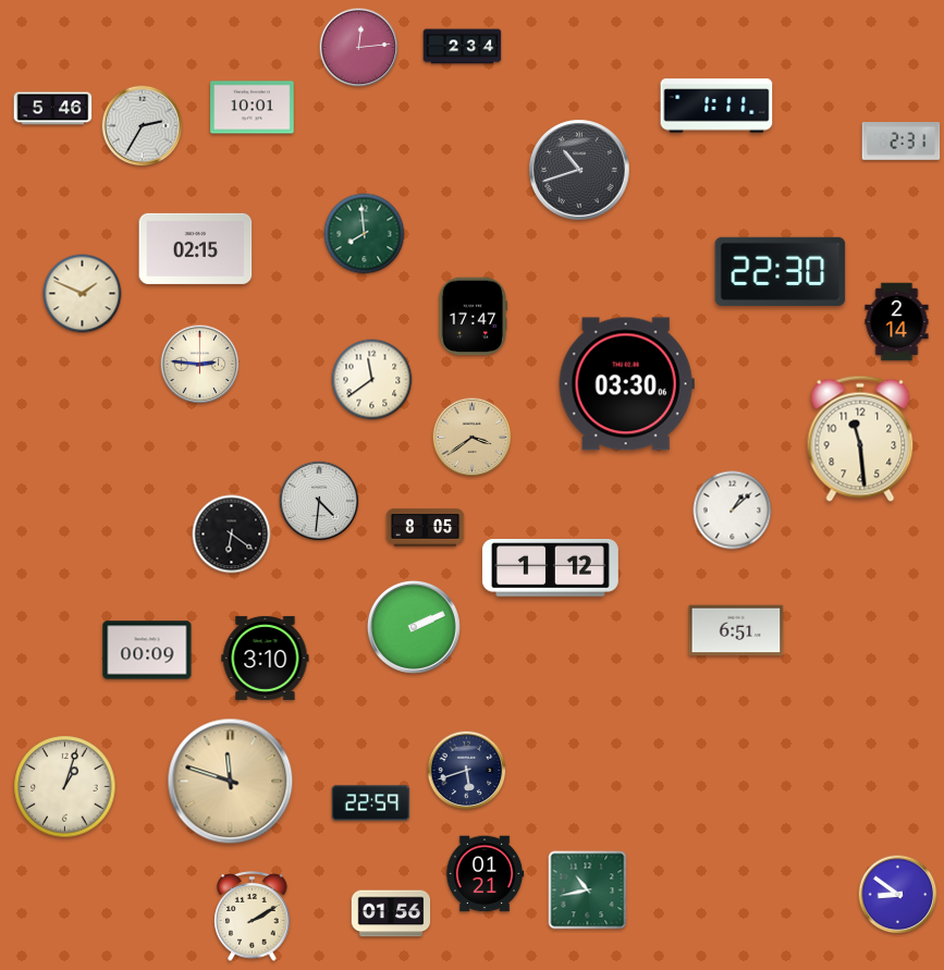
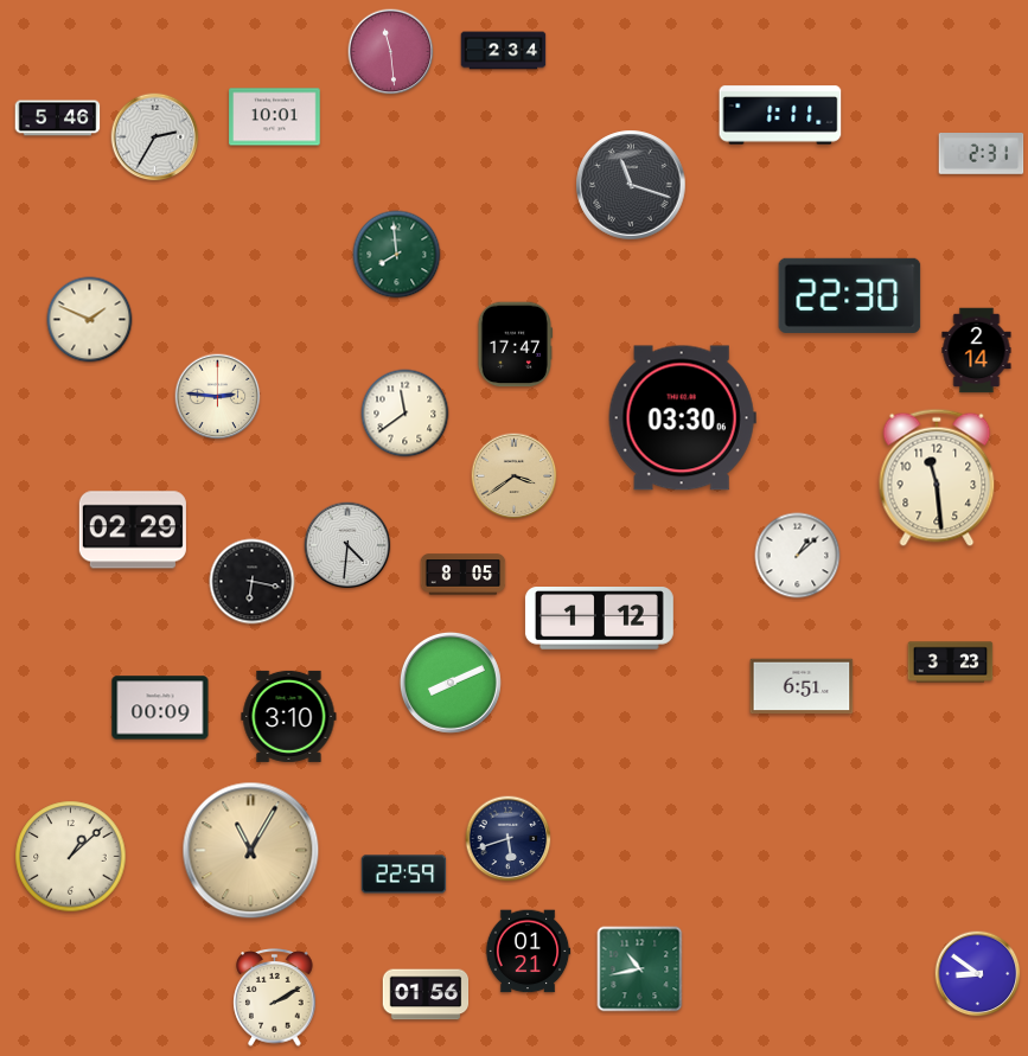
clock at (359, 48): 12:14 -> 11:29
clock at (579, 170): 10:42 -> 11:18
clock at (196, 248): 02:15 -> none
clock at (133, 530): none -> 02:29
clock at (232, 535): 6:21 -> 6:17
clock at (951, 663): none -> 3:23
clock at (414, 627): 2:11 -> 8:11
clock at (231, 782): 11:48 -> 11:05
clock at (65, 787): 1:03 -> 1:08
